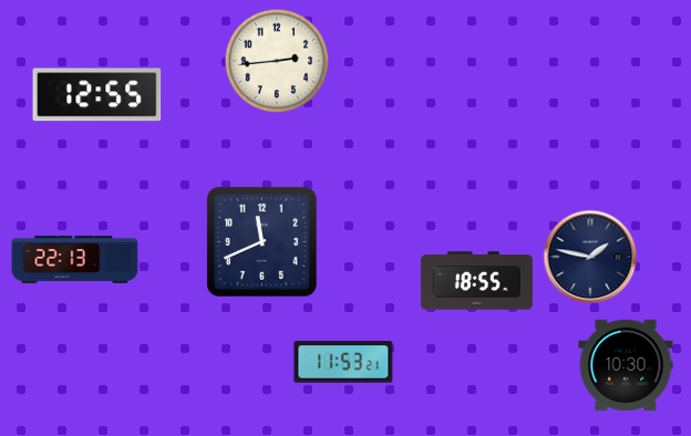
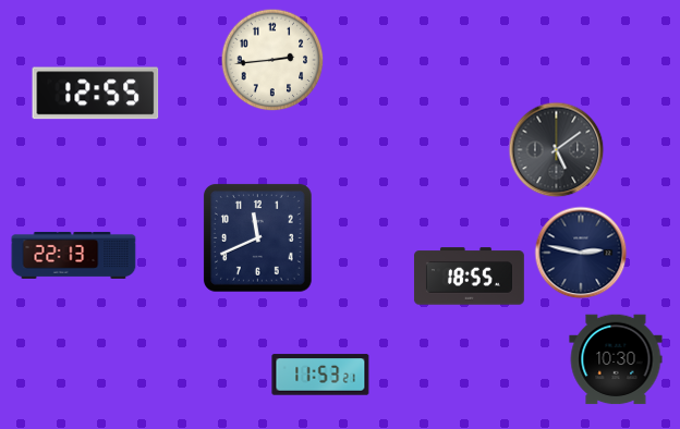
clock at (557, 150): none -> 5:09
clock at (590, 257): 1:47 -> 2:47
clock at (343, 362) position: (343, 362) -> (320, 375)
